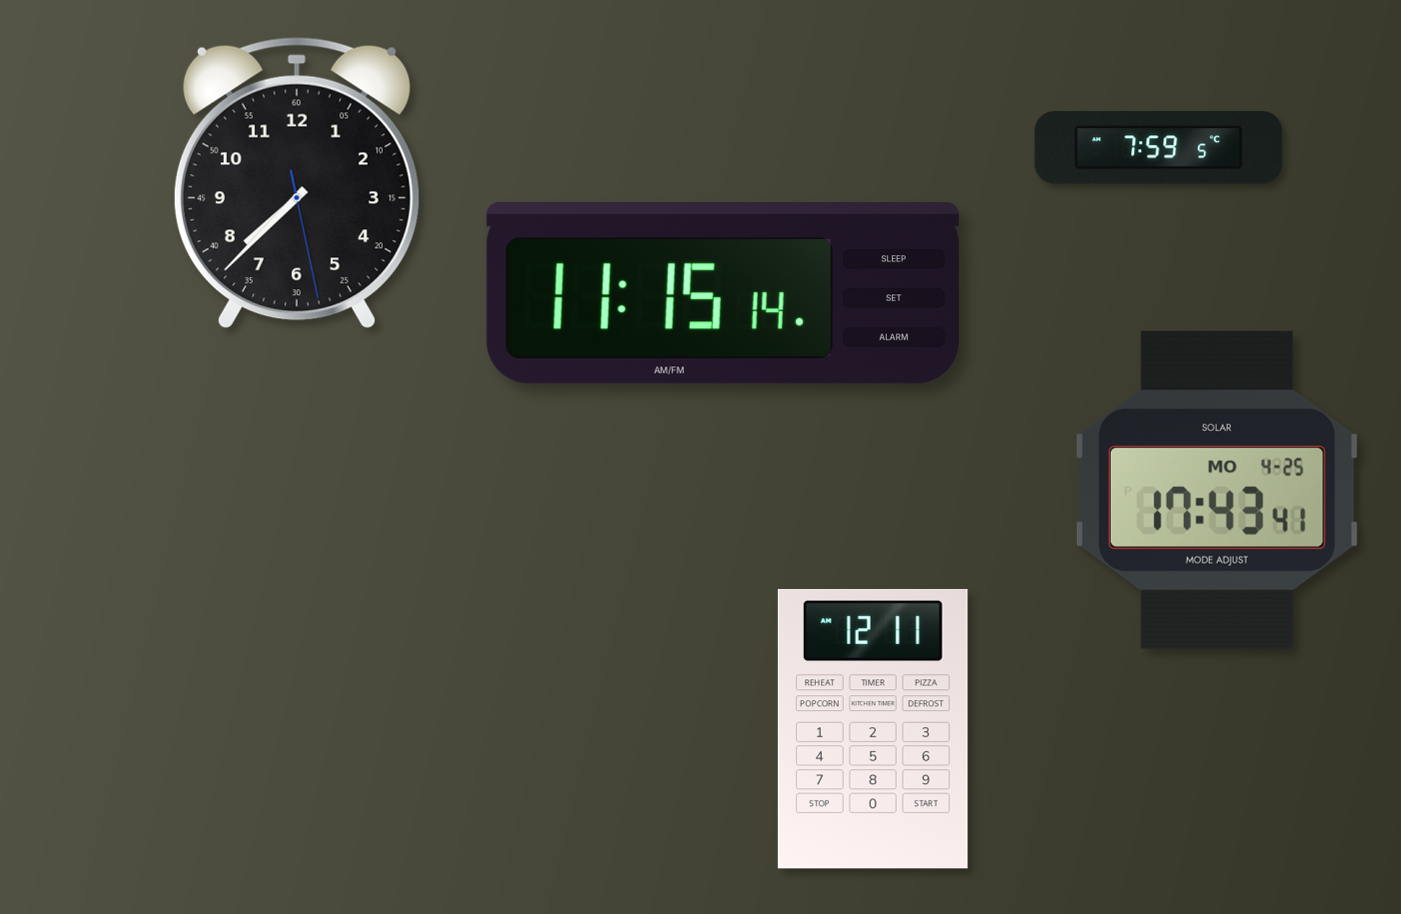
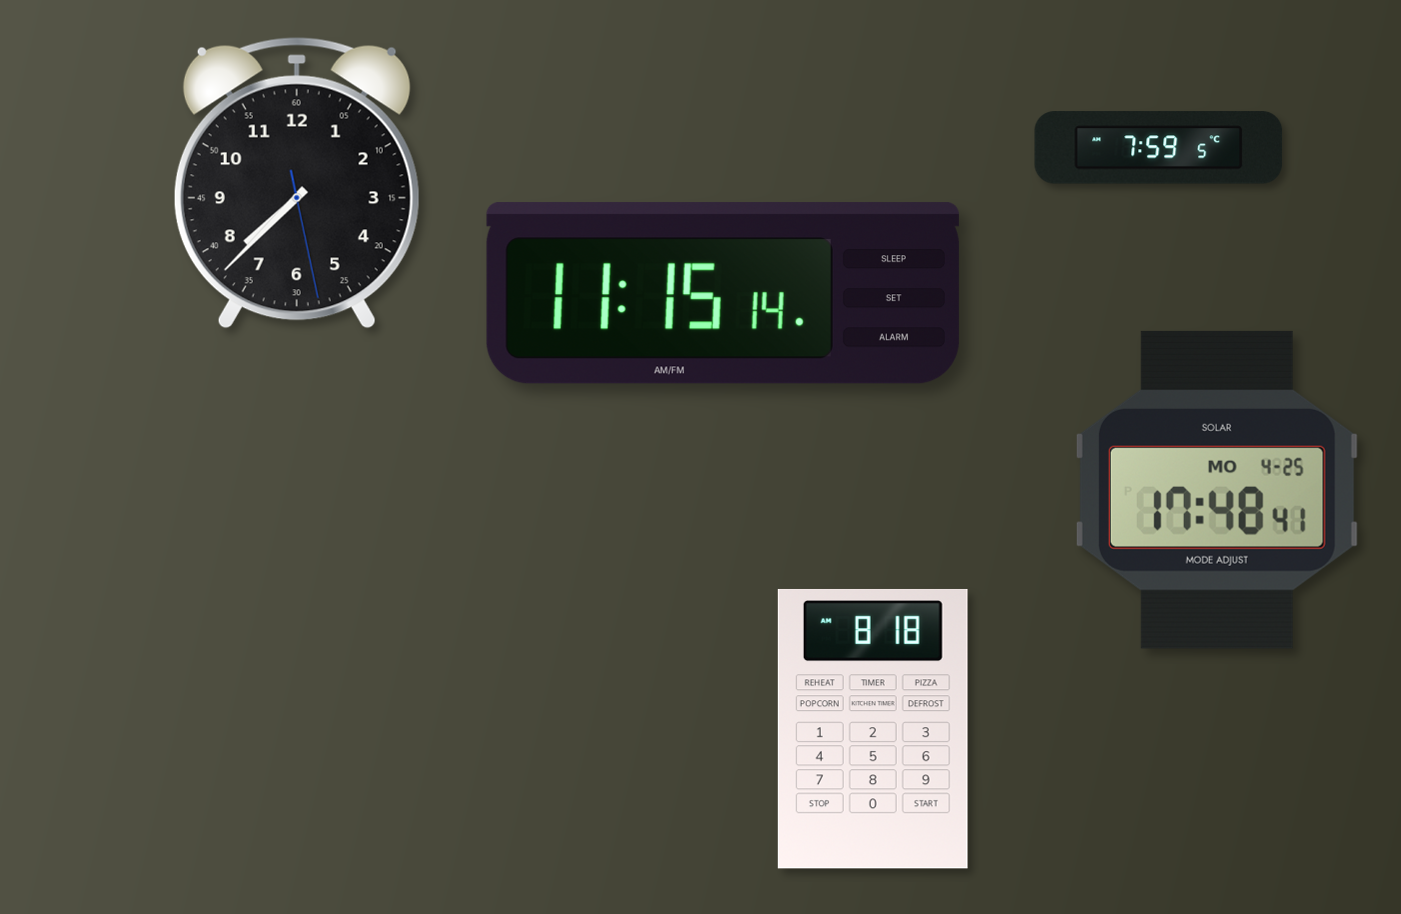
clock at (1217, 490): 17:43 -> 17:48
clock at (873, 729): 12:11 -> 8:18
